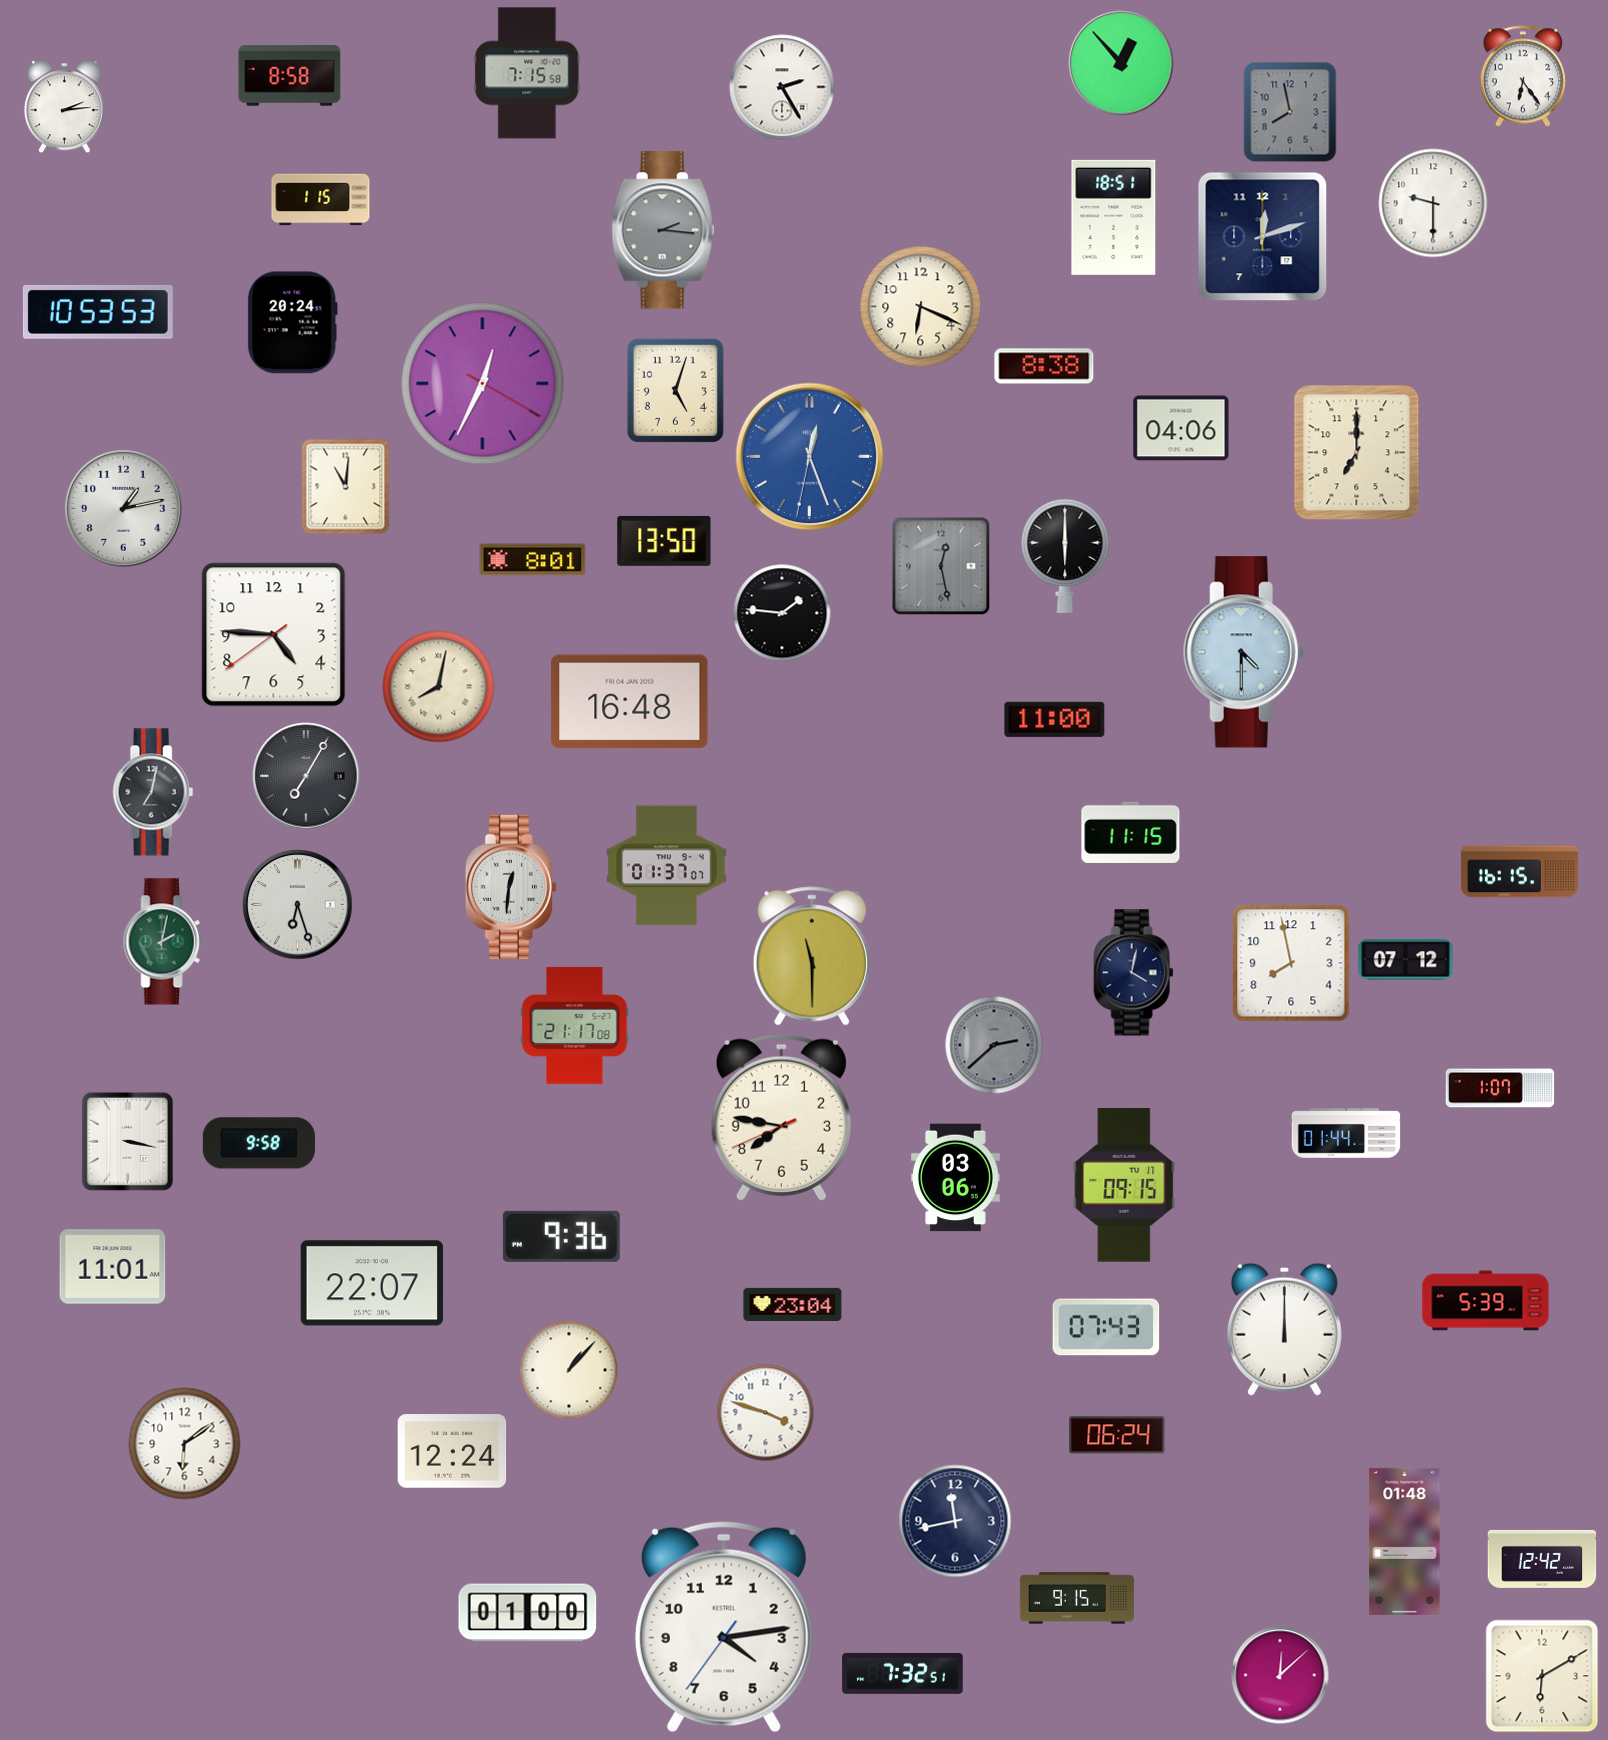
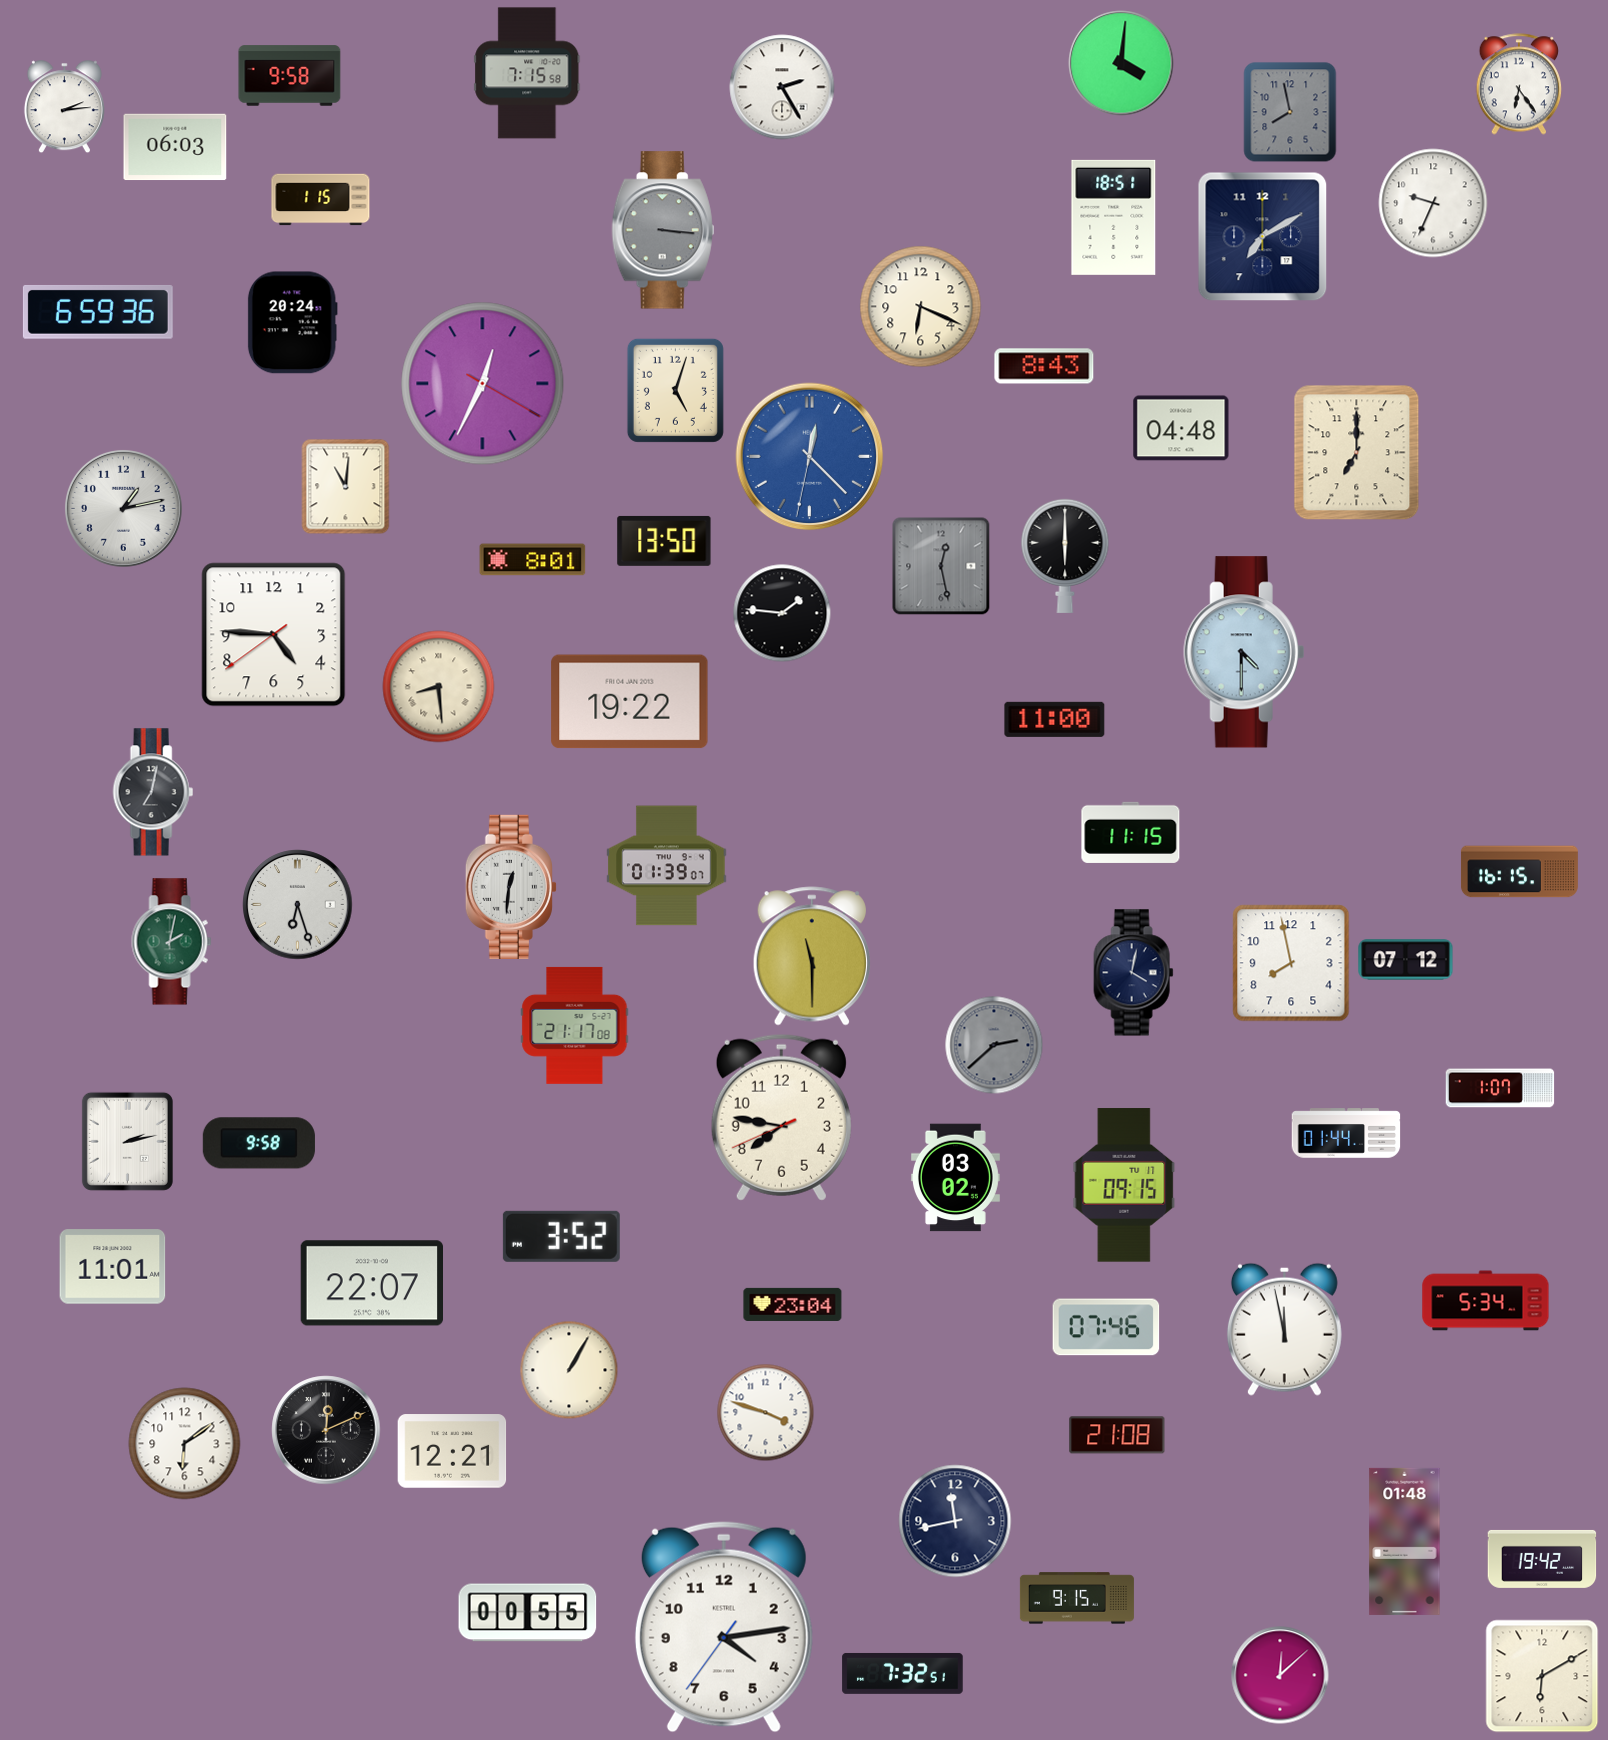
clock at (1121, 63): 12:53 -> 4:01
clock at (290, 76): 8:58 -> 9:58
clock at (1523, 76) position: (1523, 76) -> (1519, 84)
clock at (175, 147): none -> 06:03
clock at (1433, 203): 9:30 -> 9:34
clock at (663, 230): 2:16 -> 3:16
clock at (1263, 237): 12:12 -> 7:10
clock at (98, 312): 10:53 -> 6:59
clock at (1044, 366): 8:38 -> 8:43
clock at (1181, 428): 04:06 -> 04:48
clock at (810, 457): 12:26 -> 12:22
clock at (439, 687): 8:02 -> 8:29
clock at (630, 702): 16:48 -> 19:22
clock at (306, 776): 7:05 -> none
clock at (667, 866): 01:37 -> 01:39
clock at (164, 942) position: (164, 942) -> (172, 942)
clock at (127, 1141): 3:17 -> 2:13
clock at (955, 1178): 03:06 -> 03:02
clock at (561, 1236): 9:36 -> 3:52
clock at (1486, 1301): 5:39 -> 5:34
clock at (1106, 1327): 07:43 -> 07:46
clock at (1284, 1329): 12:00 -> 11:58
clock at (569, 1370): 1:07 -> 1:05
clock at (326, 1430): none -> 12:11
clock at (1117, 1435): 06:24 -> 21:08
clock at (452, 1451): 12:24 -> 12:21
clock at (1542, 1559): 12:42 -> 19:42
clock at (528, 1613): 01:00 -> 00:55
